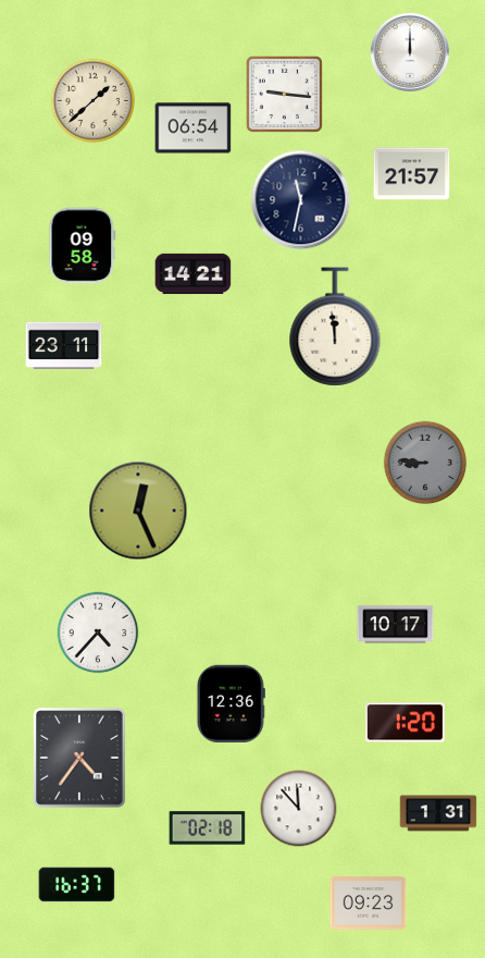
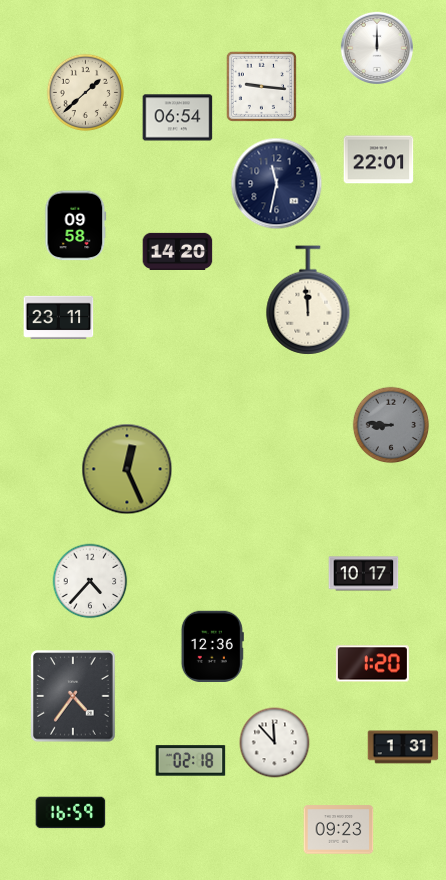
clock at (412, 174): 21:57 -> 22:01
clock at (194, 273): 14:21 -> 14:20
clock at (77, 885): 16:37 -> 16:59
